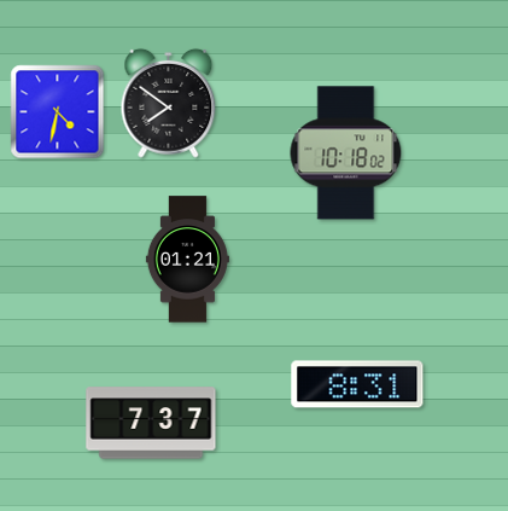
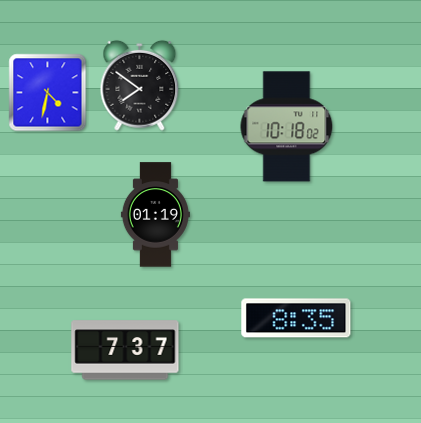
clock at (187, 260): 01:21 -> 01:19
clock at (357, 384): 8:31 -> 8:35
